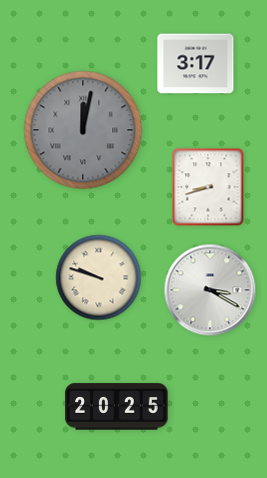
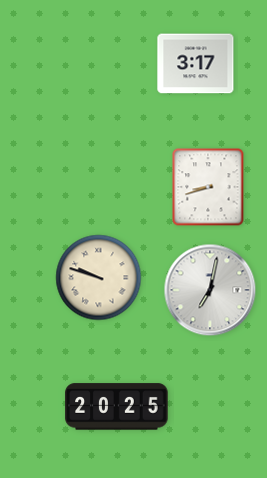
clock at (83, 130): 12:02 -> none
clock at (210, 290): 3:20 -> 7:02
